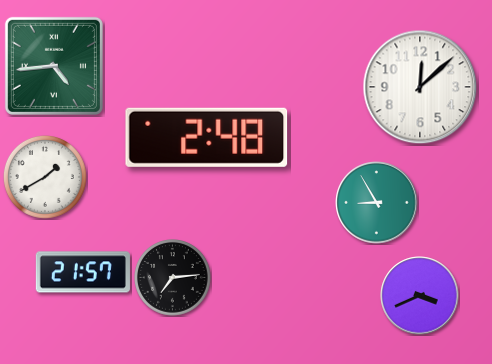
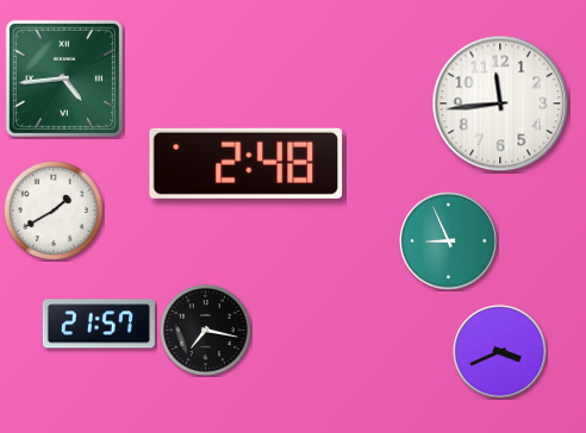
clock at (420, 87): 12:08 -> 11:44
clock at (377, 203): 8:55 -> 8:56
clock at (173, 278): 7:14 -> 7:17
